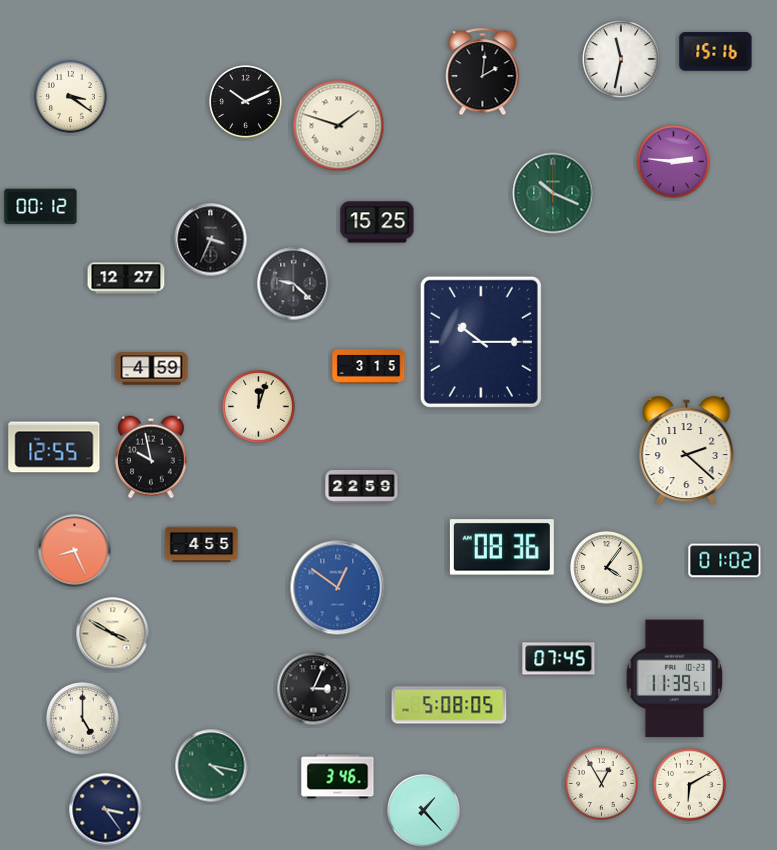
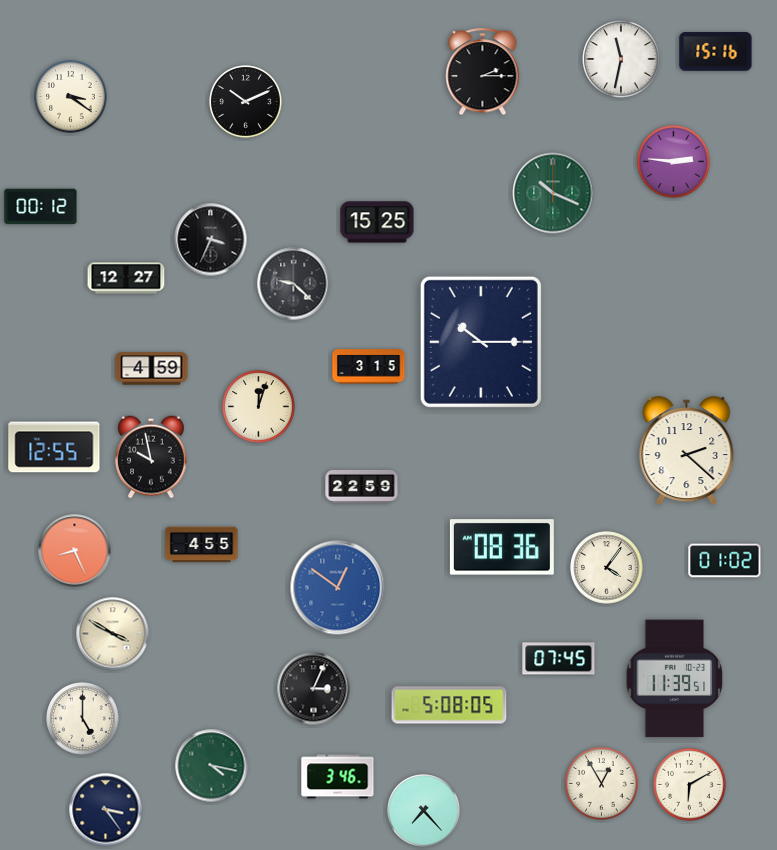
clock at (483, 72): 2:01 -> 2:15
clock at (339, 126): 1:48 -> none
clock at (424, 811): 1:23 -> 7:23
